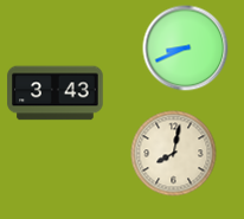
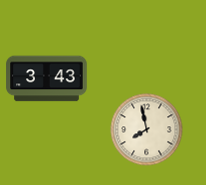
clock at (186, 49): 8:41 -> none
clock at (174, 154): 8:02 -> 7:58
